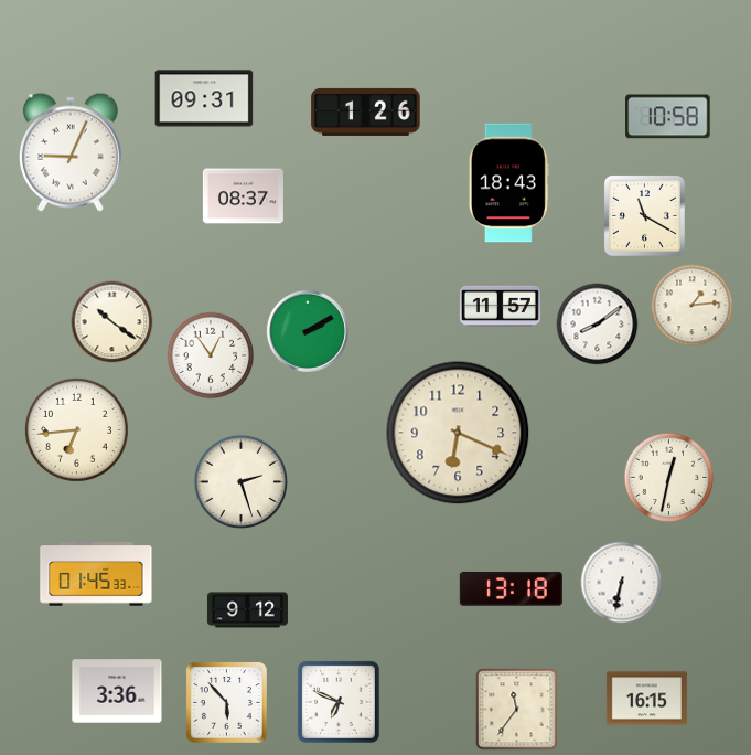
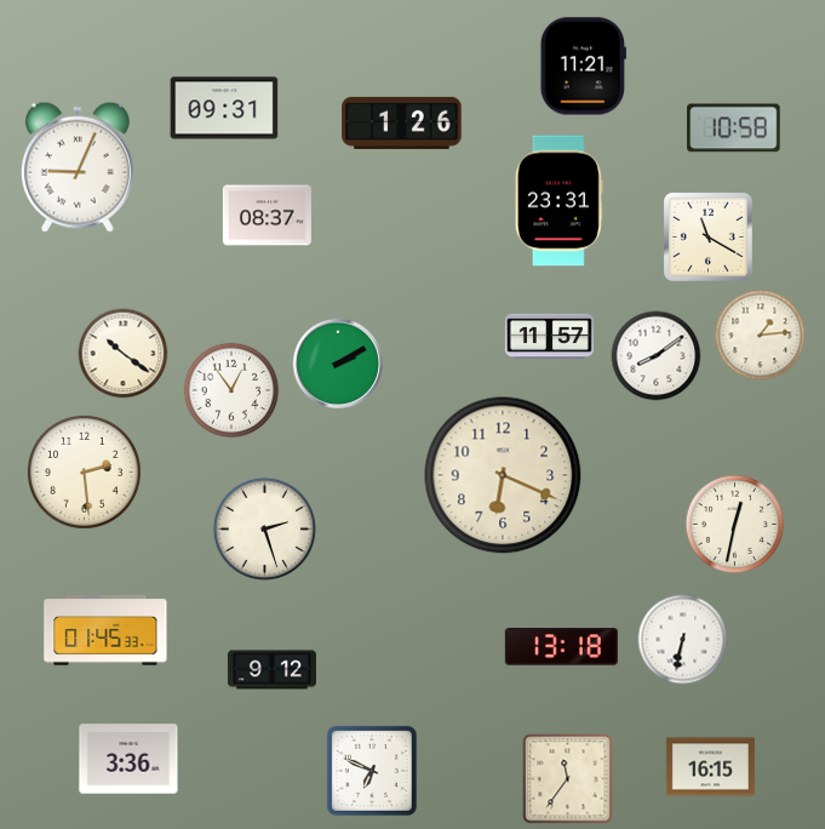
clock at (583, 67): none -> 11:21
clock at (508, 183): 18:43 -> 23:31
clock at (76, 429): 6:44 -> 2:29
clock at (226, 702): 5:53 -> none
